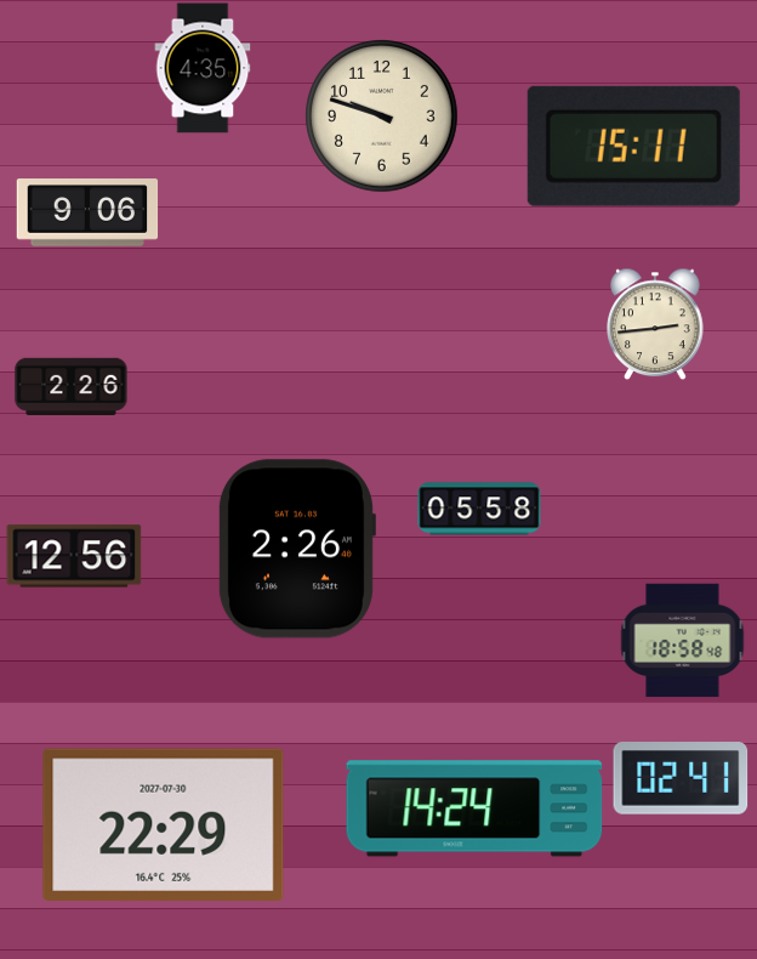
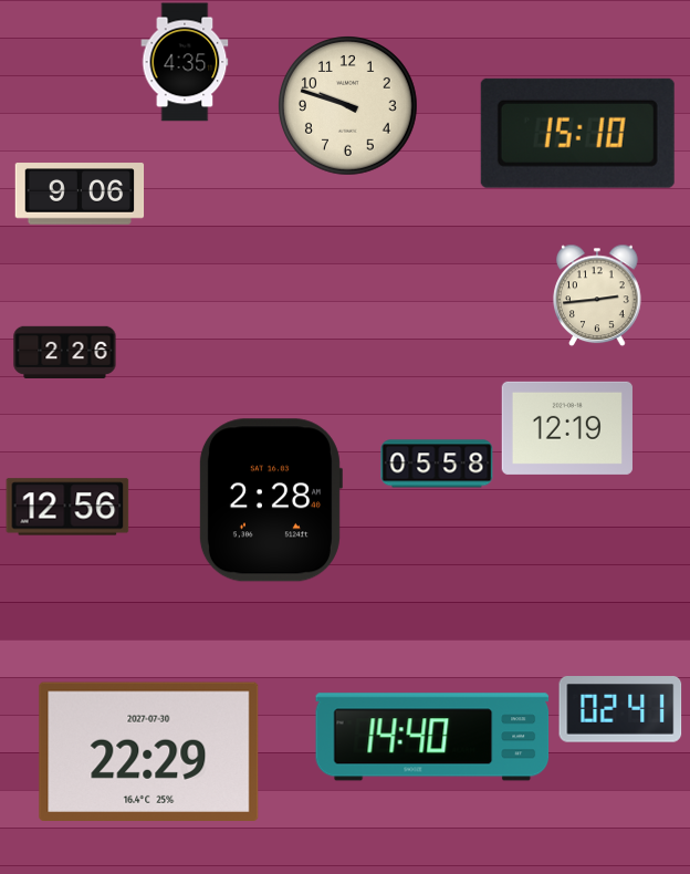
clock at (633, 146): 15:11 -> 15:10
clock at (567, 428): none -> 12:19
clock at (296, 549): 2:26 -> 2:28
clock at (682, 641): 18:58 -> none
clock at (474, 808): 14:24 -> 14:40
